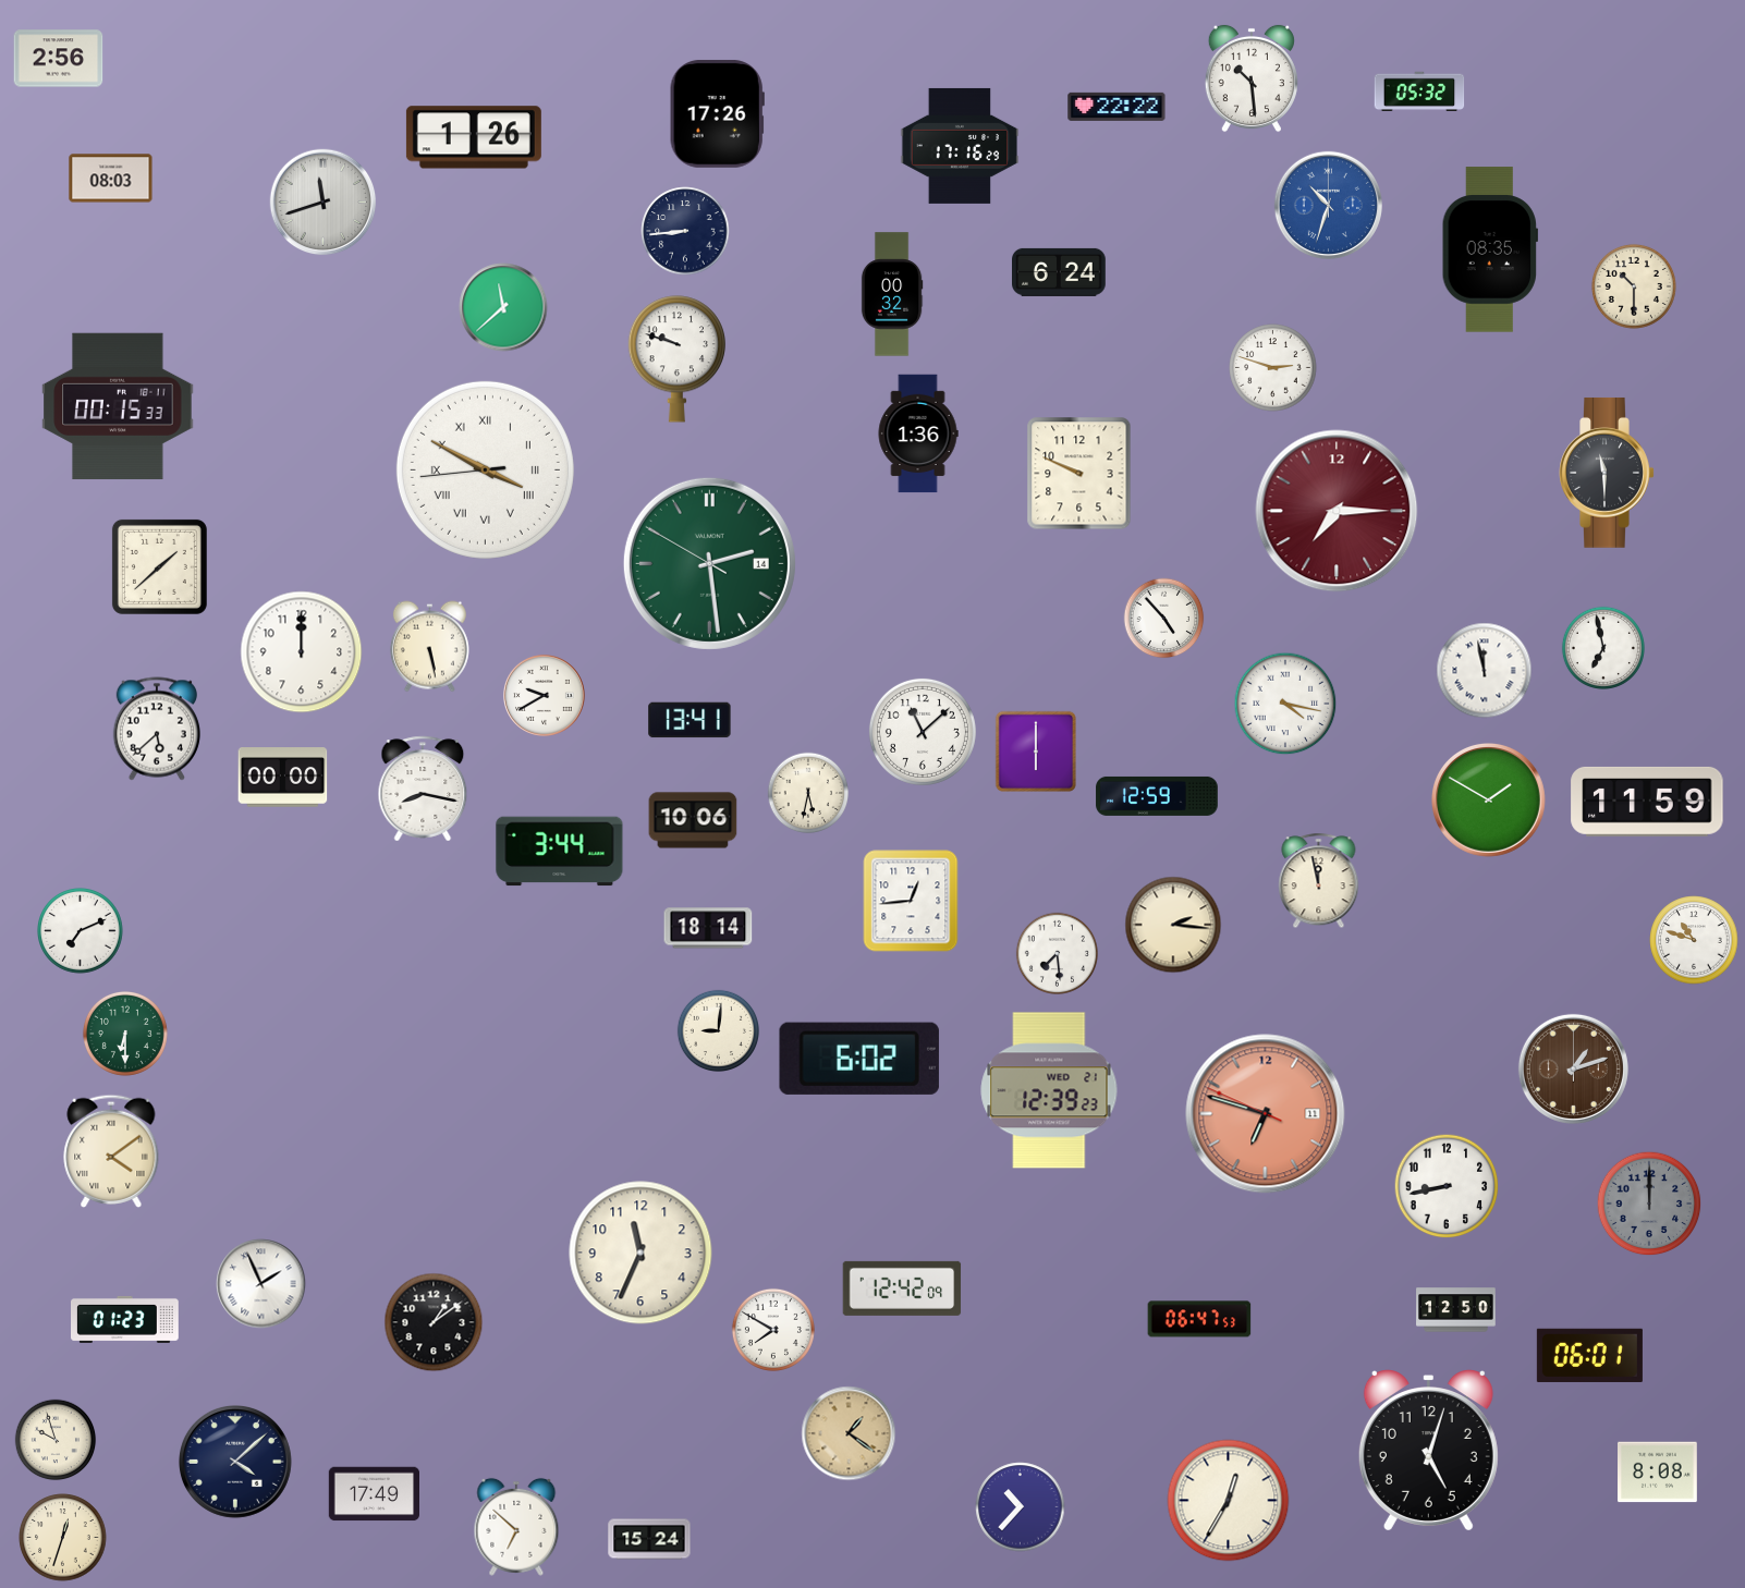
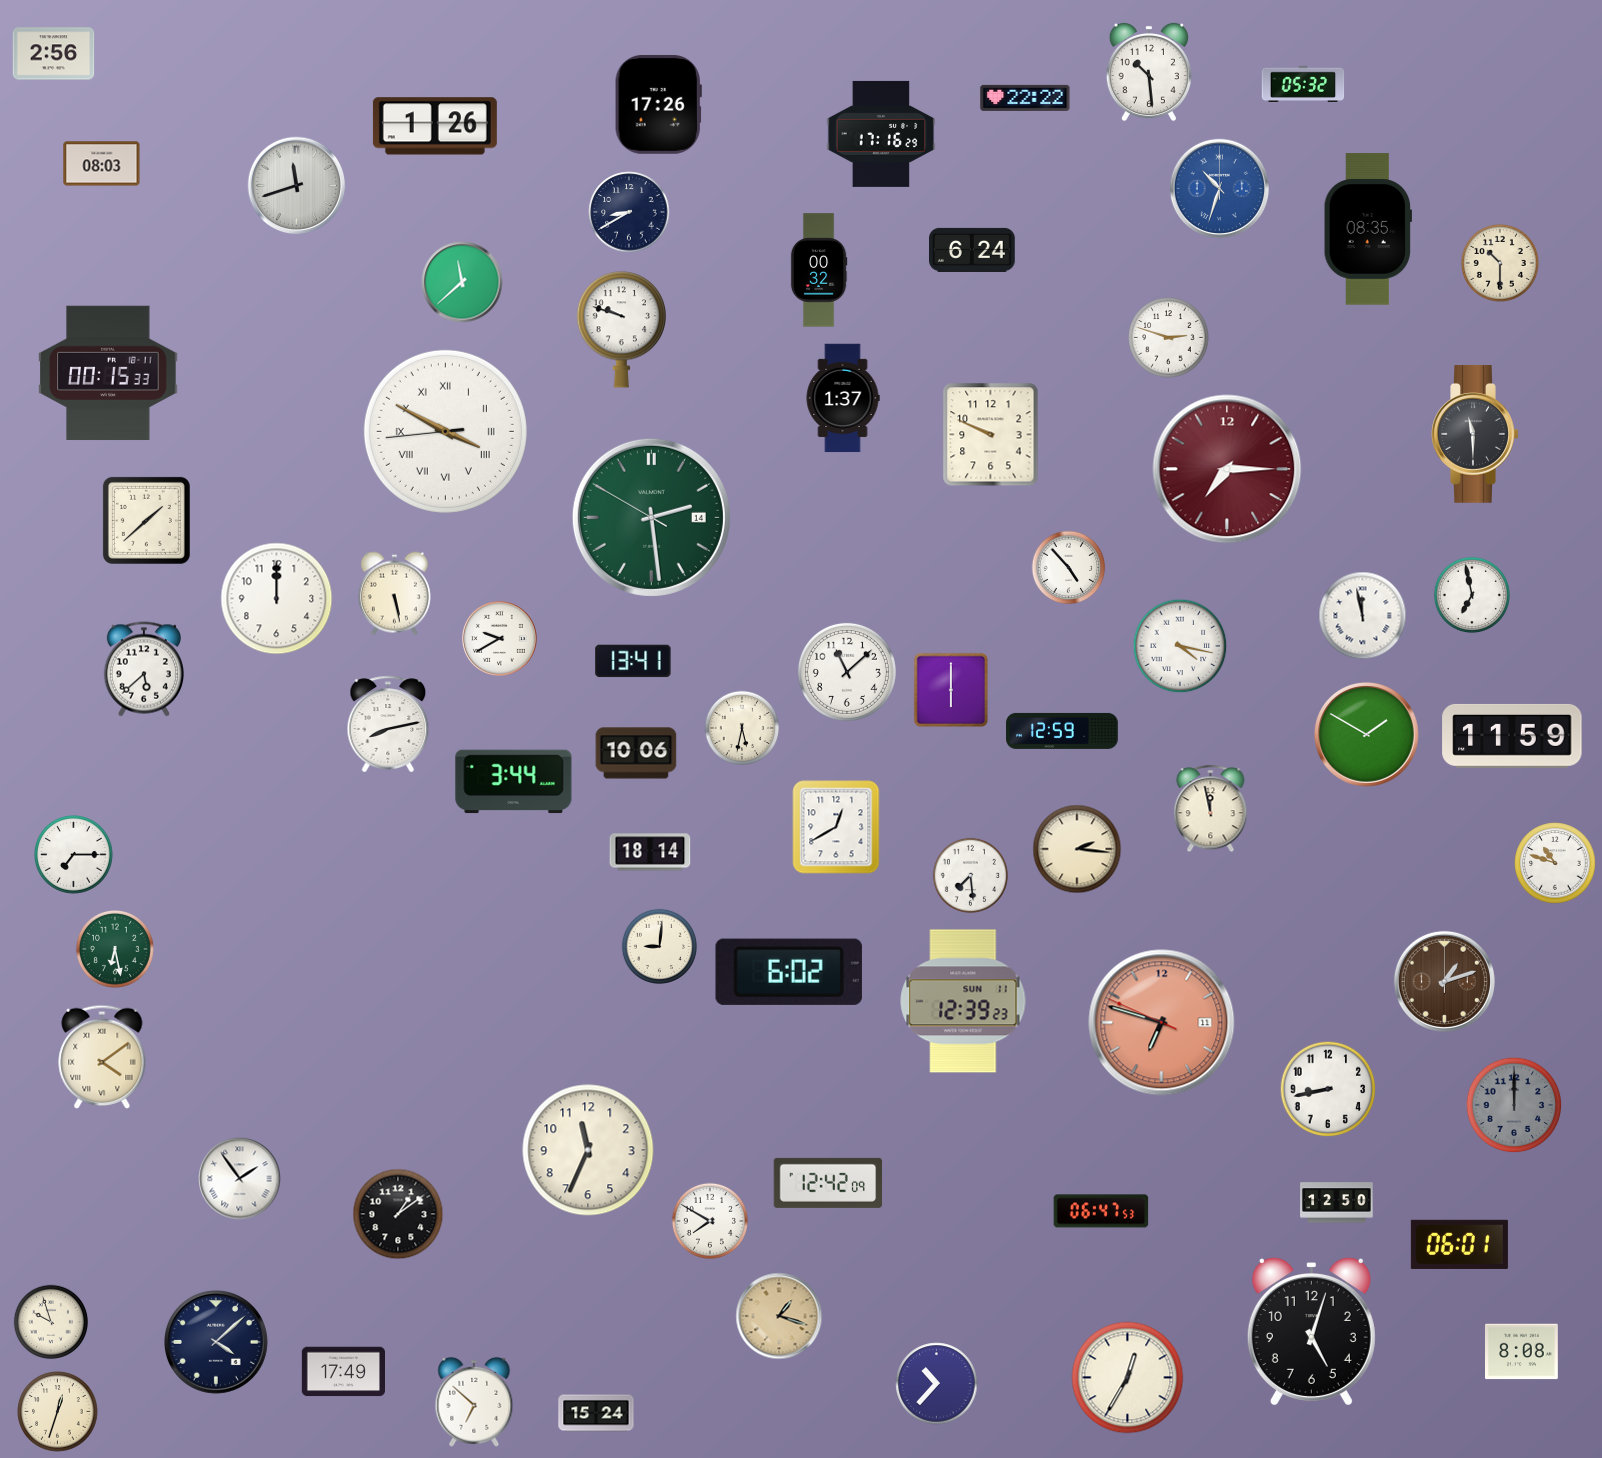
clock at (685, 231): 8:44 -> 8:40
clock at (918, 433): 1:36 -> 1:37
clock at (283, 778): 00:00 -> none
clock at (423, 789): 8:17 -> 8:13
clock at (911, 901): 12:44 -> 12:40
clock at (81, 931): 7:11 -> 7:15
clock at (125, 1034): 6:30 -> 6:28
clock at (1049, 1090) date: WED 21 -> SUN 11
clock at (261, 1284): 1:56 -> 1:54
clock at (125, 1319): 01:23 -> none
clock at (849, 1433): 1:21 -> 1:18
